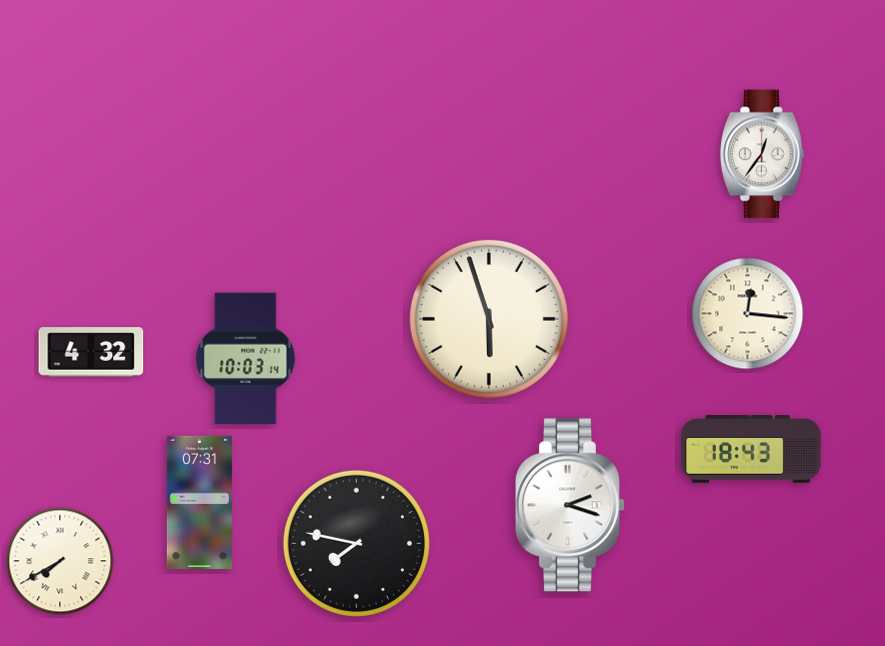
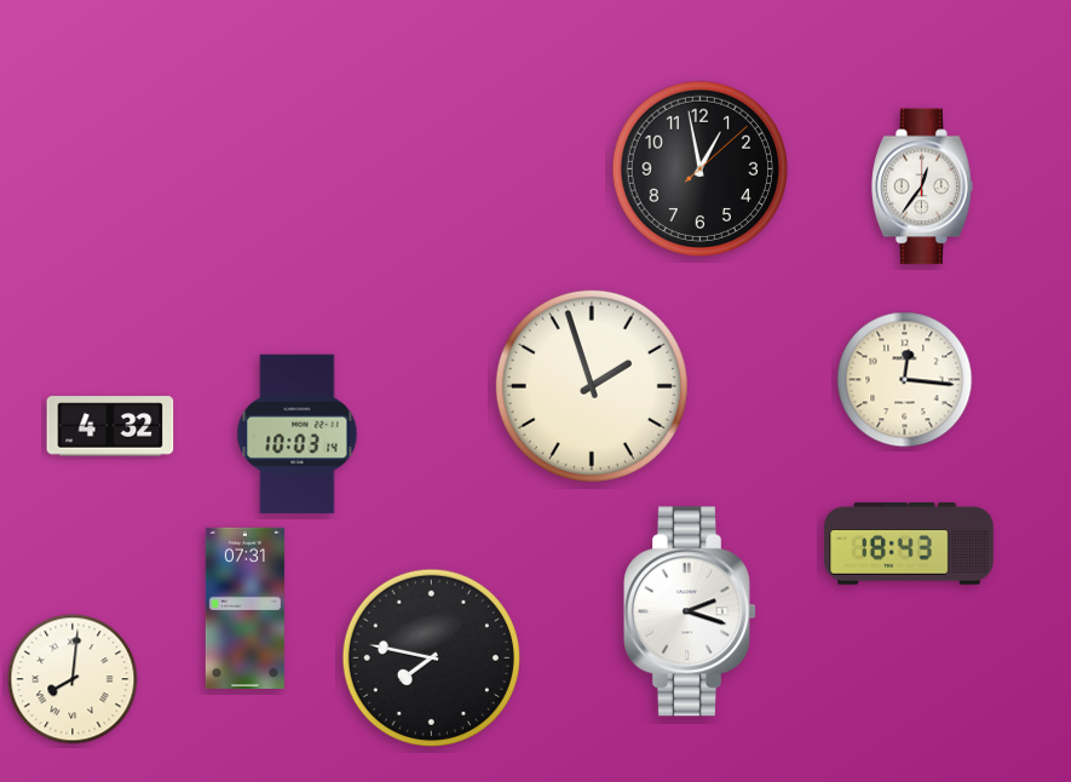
clock at (699, 168): none -> 12:58
clock at (489, 319): 5:57 -> 1:57
clock at (199, 502) position: (199, 502) -> (244, 608)
clock at (60, 561): 7:40 -> 8:01
